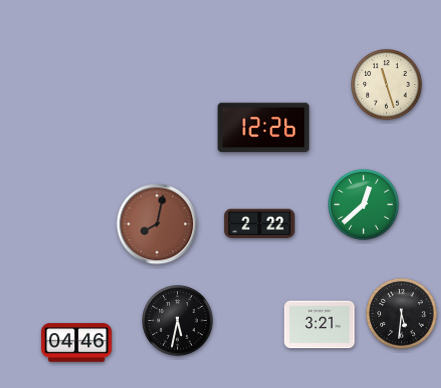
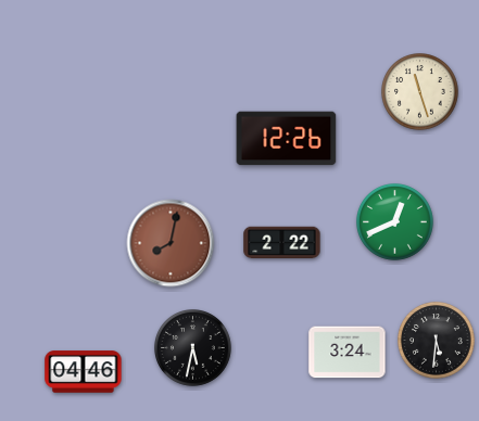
clock at (364, 205): 12:38 -> 12:41
clock at (320, 325): 3:21 -> 3:24
